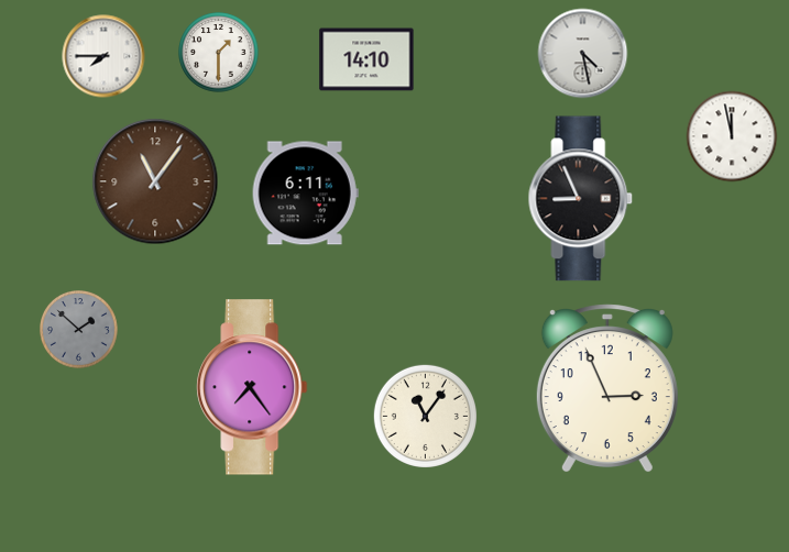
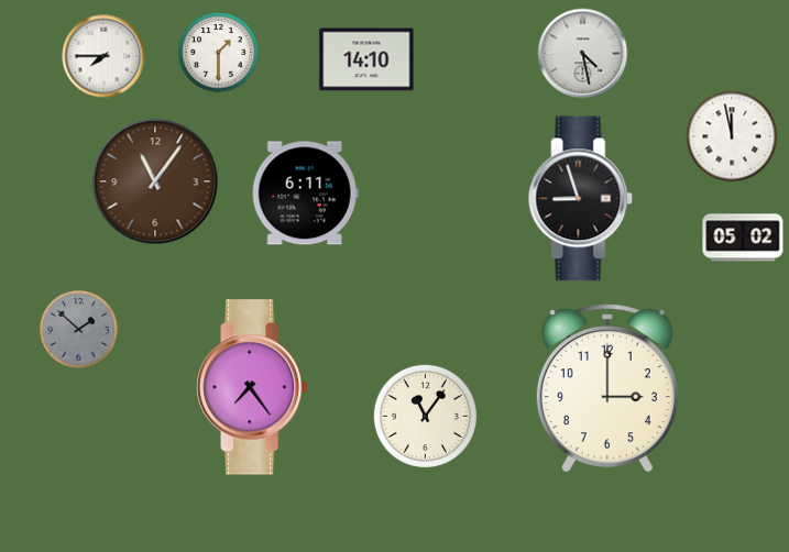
clock at (581, 199): 8:56 -> 8:57
clock at (743, 238): none -> 05:02
clock at (607, 388): 2:56 -> 3:00
